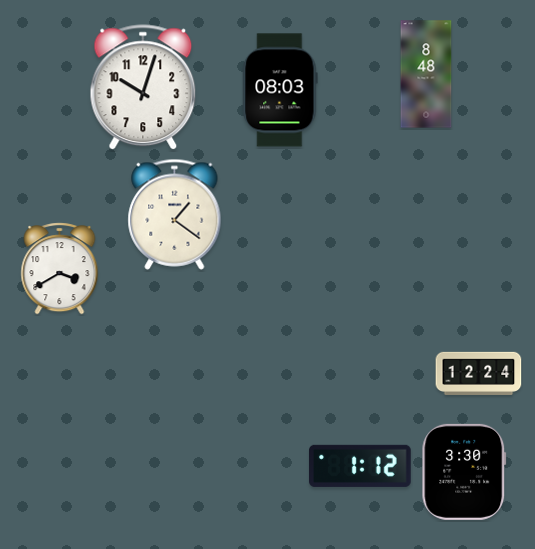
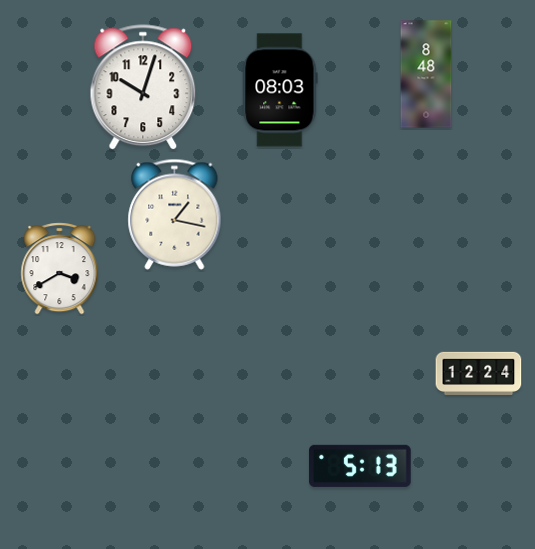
clock at (175, 214): 1:21 -> 1:17
clock at (361, 466): 1:12 -> 5:13
clock at (464, 472): 3:30 -> none
